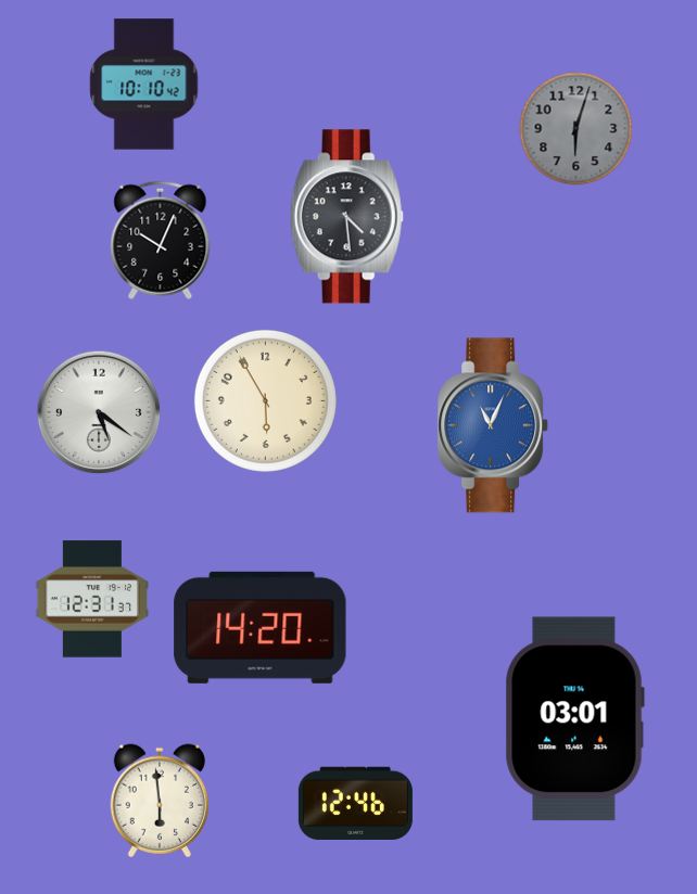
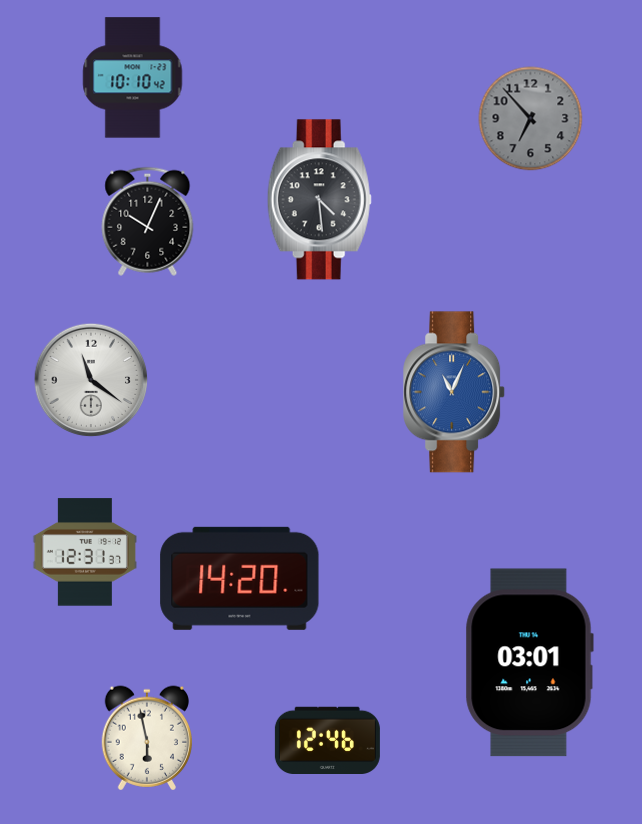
clock at (576, 129): 6:03 -> 6:53
clock at (265, 400): 5:55 -> none
clock at (99, 412): 5:21 -> 11:21
clock at (159, 801): 5:59 -> 5:58
